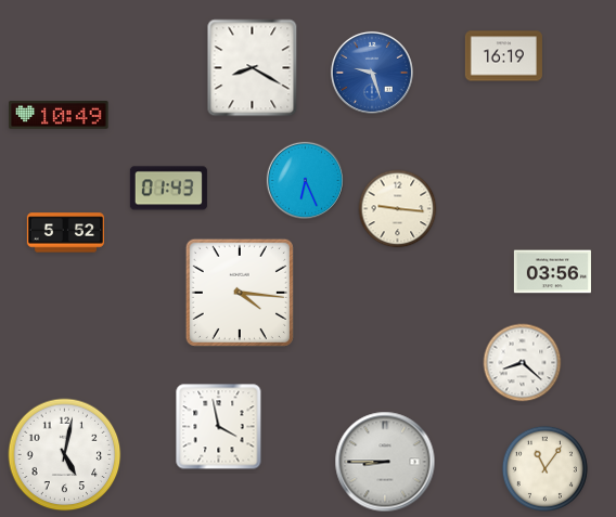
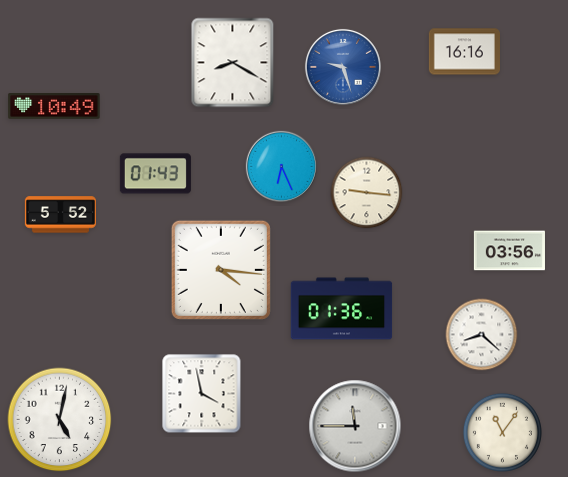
clock at (503, 56): 16:19 -> 16:16
clock at (342, 309): none -> 01:36
clock at (385, 462): 8:45 -> 11:45
